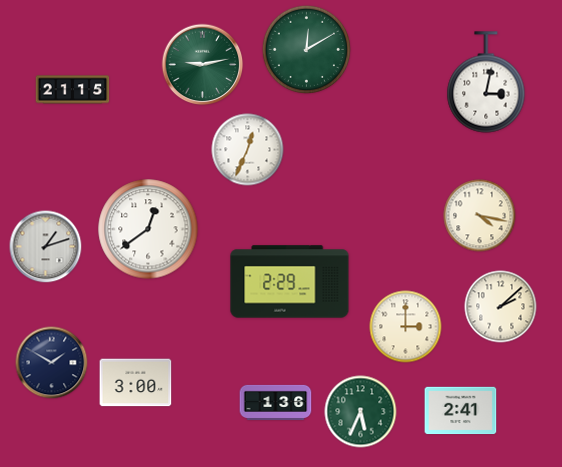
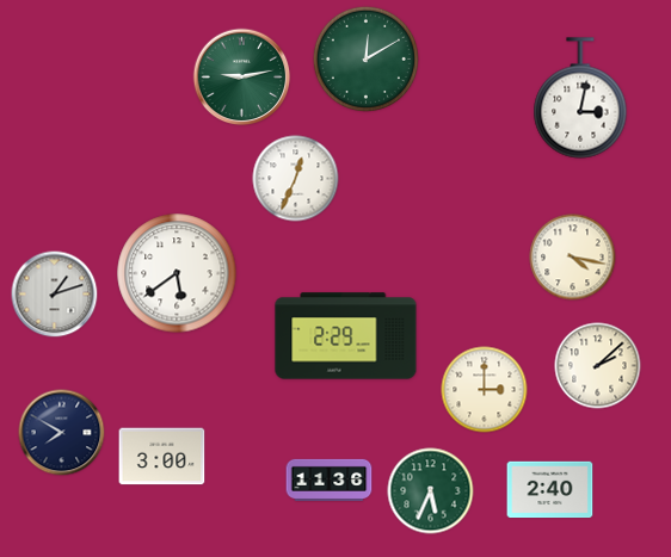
clock at (73, 90): 21:15 -> none
clock at (148, 229): 12:39 -> 5:39
clock at (52, 363): 1:50 -> 7:50
clock at (276, 402): 1:36 -> 11:36
clock at (461, 411): 2:41 -> 2:40
